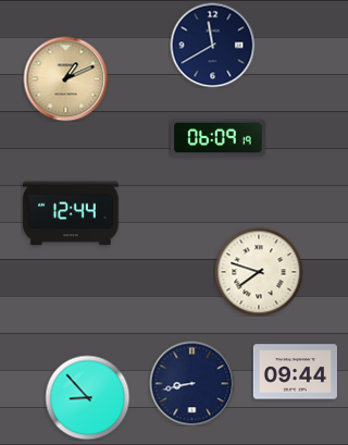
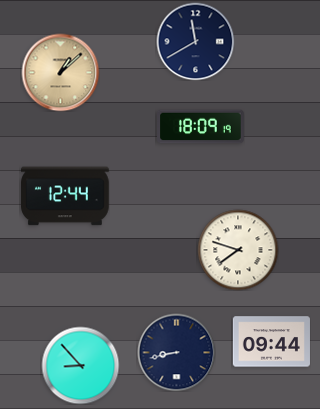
clock at (65, 78): 1:11 -> 1:08
clock at (219, 138): 06:09 -> 18:09
